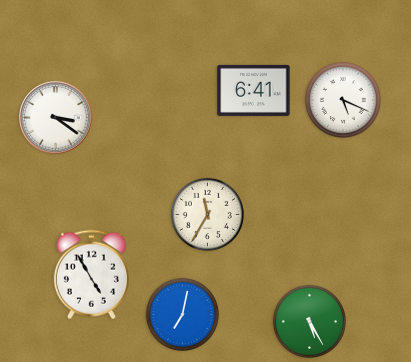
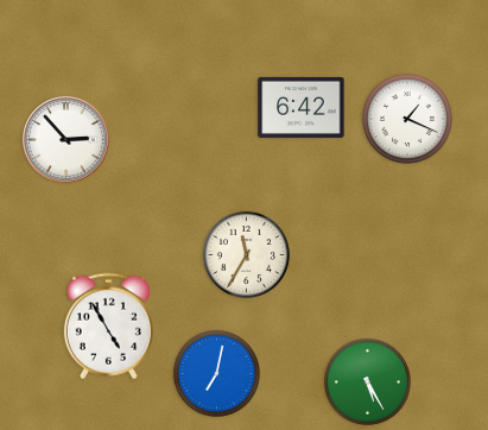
clock at (254, 90): 6:41 -> 6:42
clock at (343, 100): 5:19 -> 1:19
clock at (56, 118): 3:21 -> 2:53
